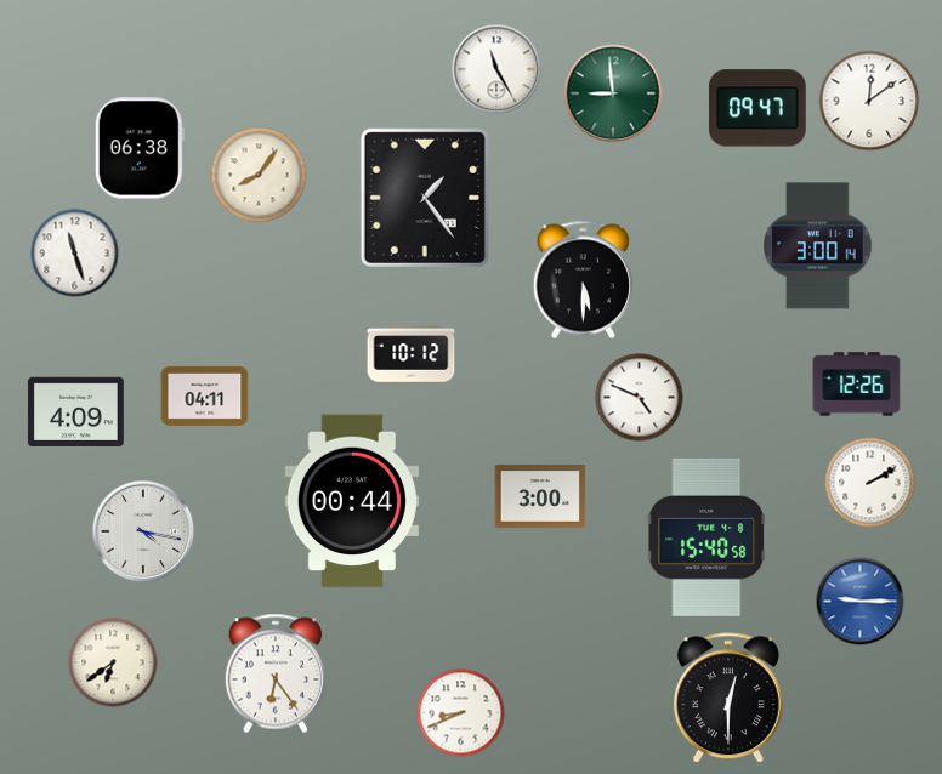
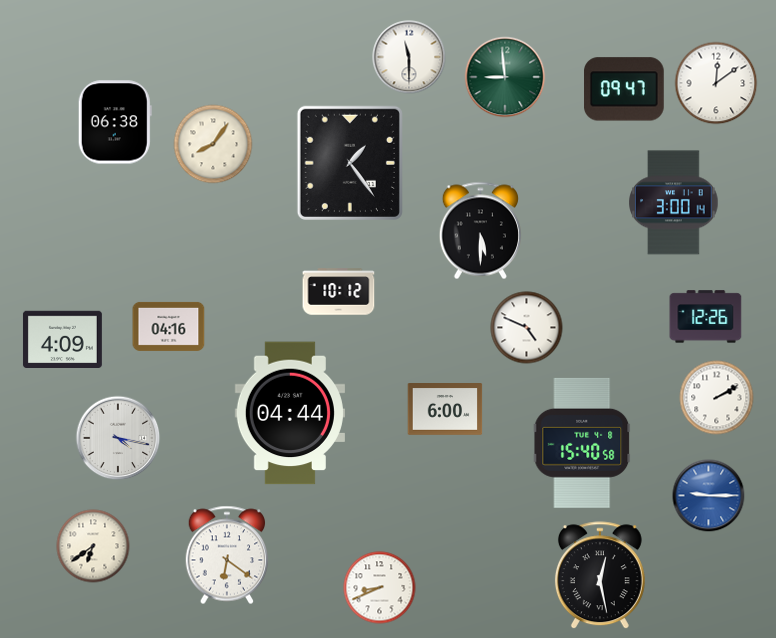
clock at (496, 69): 11:25 -> 11:30
clock at (75, 254): 11:27 -> none
clock at (205, 395): 04:11 -> 04:16
clock at (540, 497): 3:00 -> 6:00
clock at (352, 501): 00:44 -> 04:44
clock at (276, 673): 6:24 -> 6:21
clock at (728, 699): 12:30 -> 12:28
